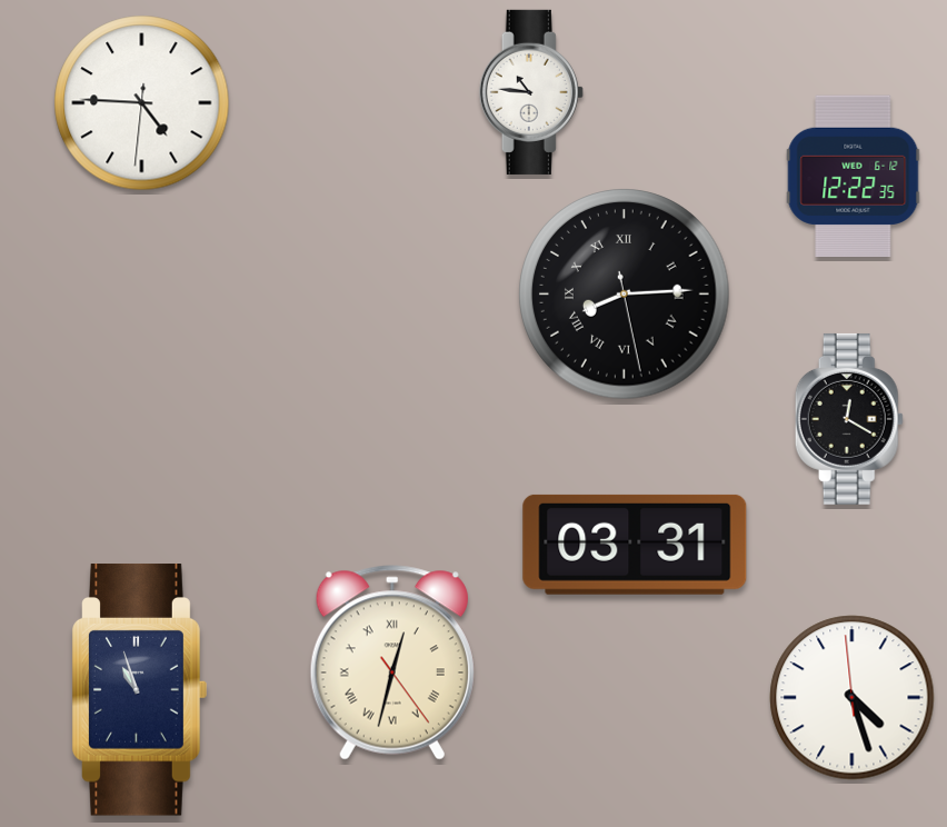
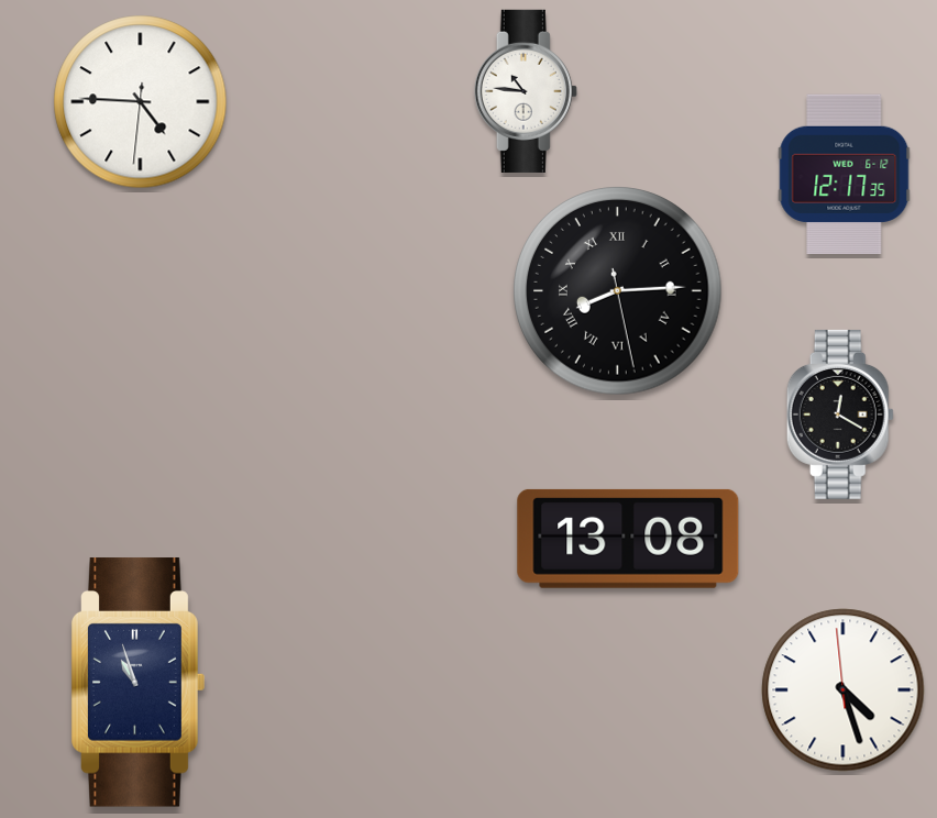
clock at (854, 176): 12:22 -> 12:17
clock at (635, 545): 03:31 -> 13:08
clock at (392, 662): 12:32 -> none
